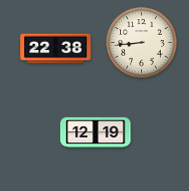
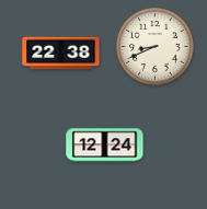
clock at (142, 43): 8:44 -> 8:41
clock at (96, 133): 12:19 -> 12:24
